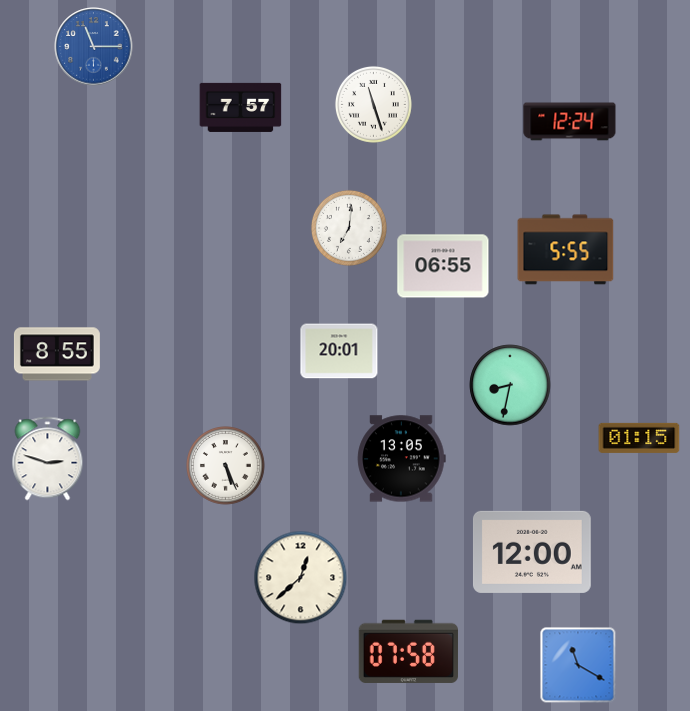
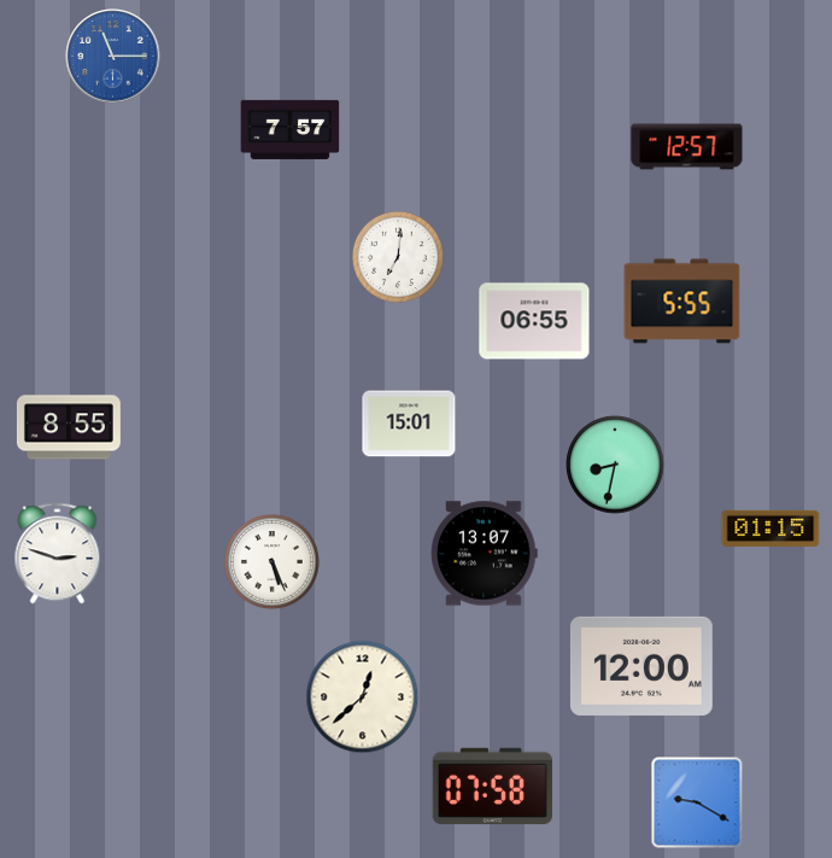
clock at (373, 104): 11:27 -> none
clock at (570, 122): 12:24 -> 12:57
clock at (349, 228) position: (349, 228) -> (398, 257)
clock at (339, 351): 20:01 -> 15:01
clock at (402, 459): 13:05 -> 13:07
clock at (578, 665): 11:20 -> 9:20
